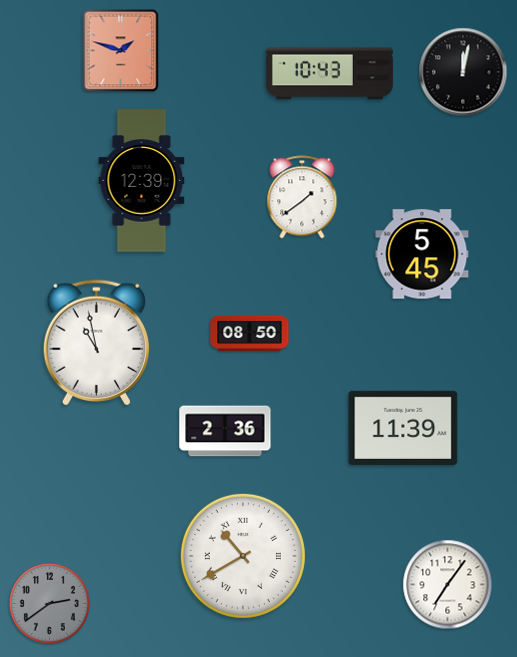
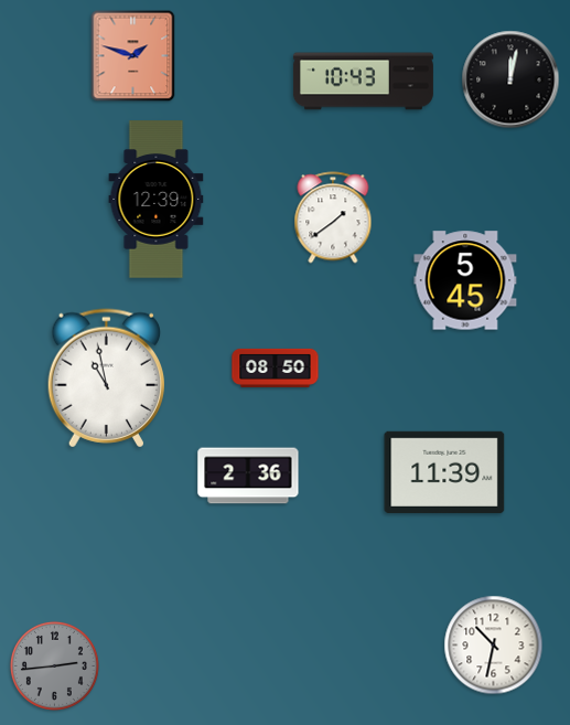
clock at (243, 556): 10:40 -> none
clock at (448, 585): 7:06 -> 10:32
clock at (49, 603): 2:39 -> 2:44
